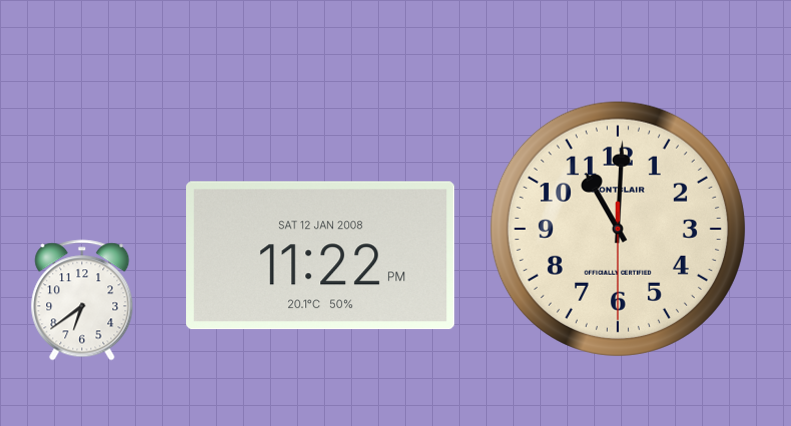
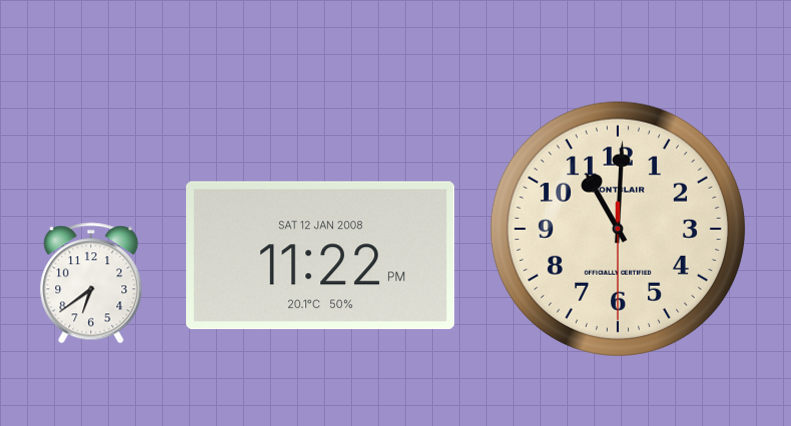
clock at (82, 300) position: (82, 300) -> (91, 283)
